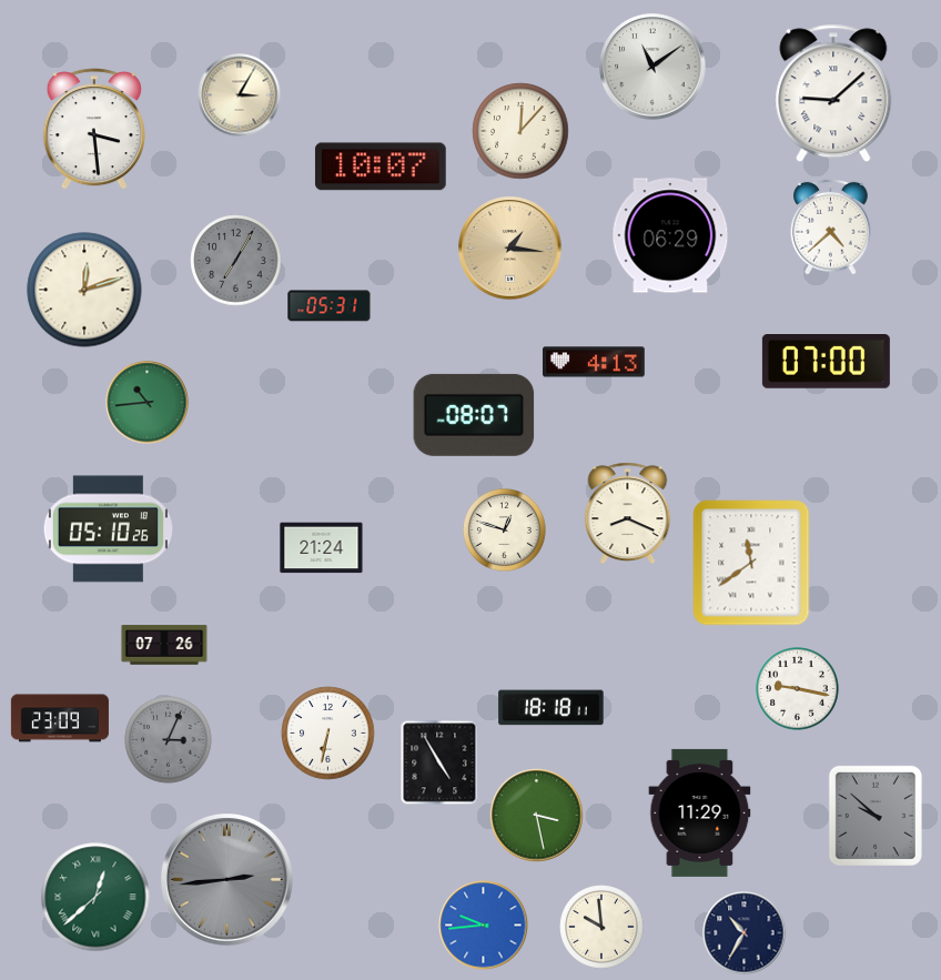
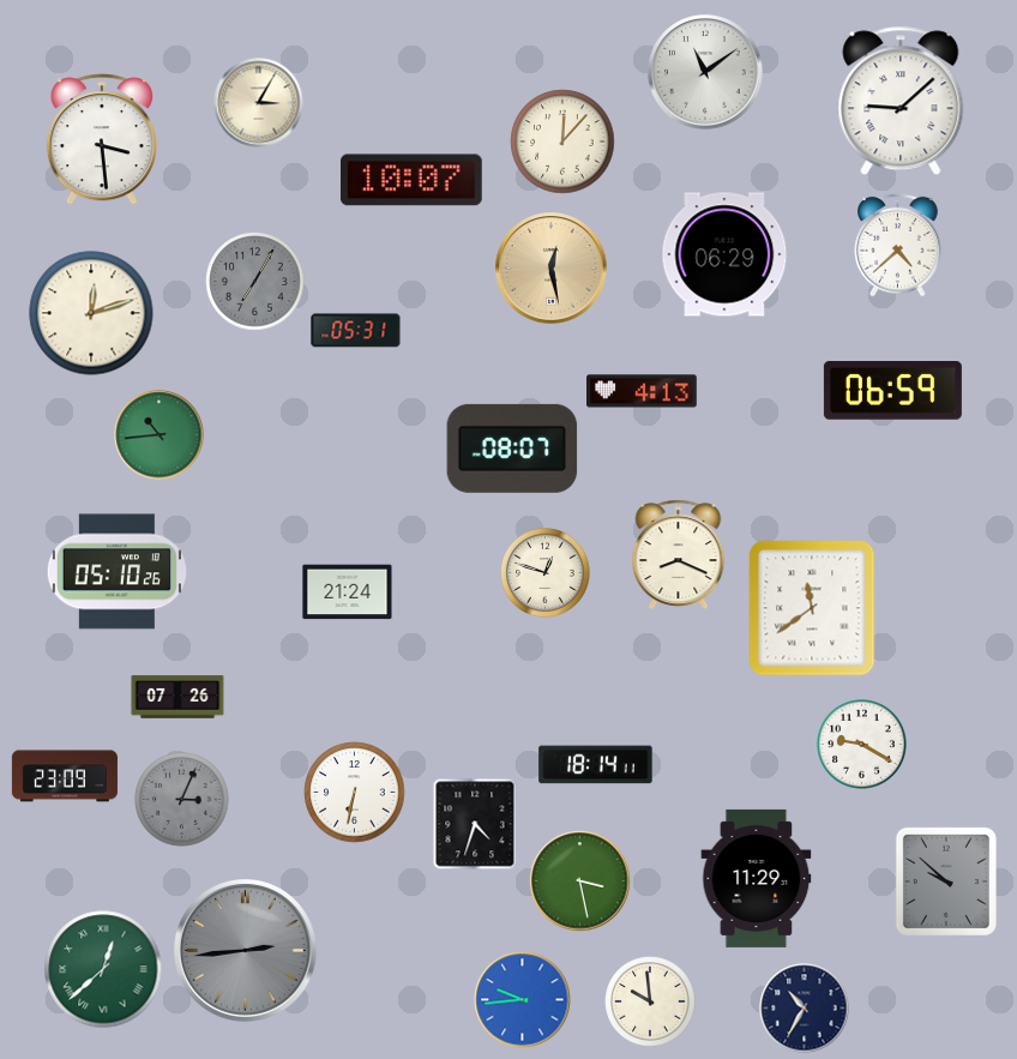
clock at (510, 249): 1:16 -> 12:28
clock at (826, 362): 07:00 -> 06:59
clock at (798, 689): 9:17 -> 9:20
clock at (552, 708): 18:18 -> 18:14
clock at (439, 762): 4:55 -> 4:33
